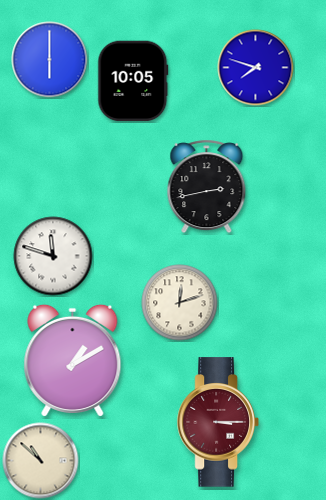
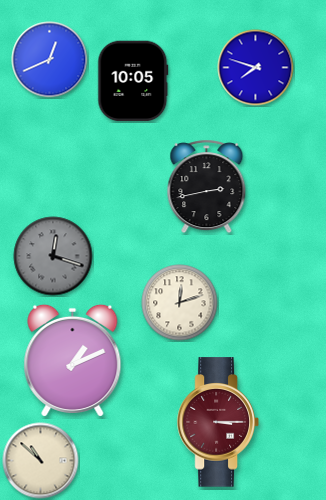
clock at (50, 60): 6:00 -> 12:41
clock at (53, 256): 11:48 -> 12:18
clock at (53, 256) dial: white -> grey
clock at (73, 360): 1:10 -> 1:11
